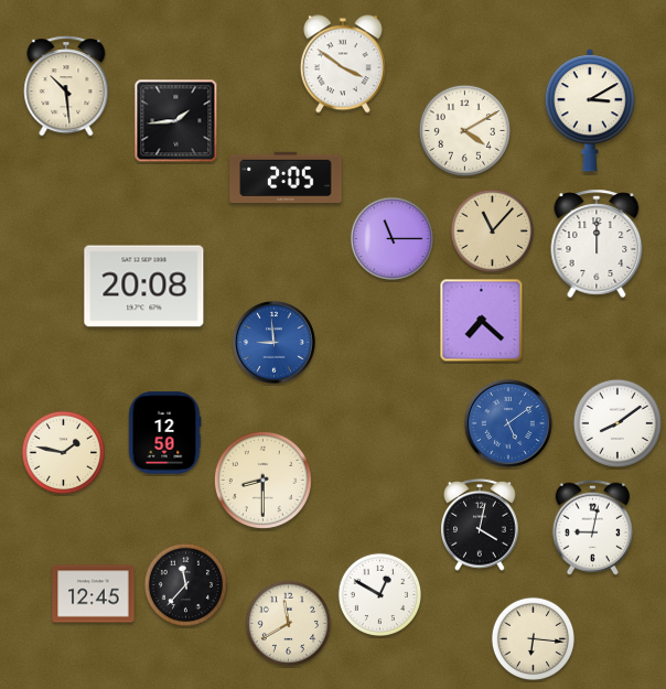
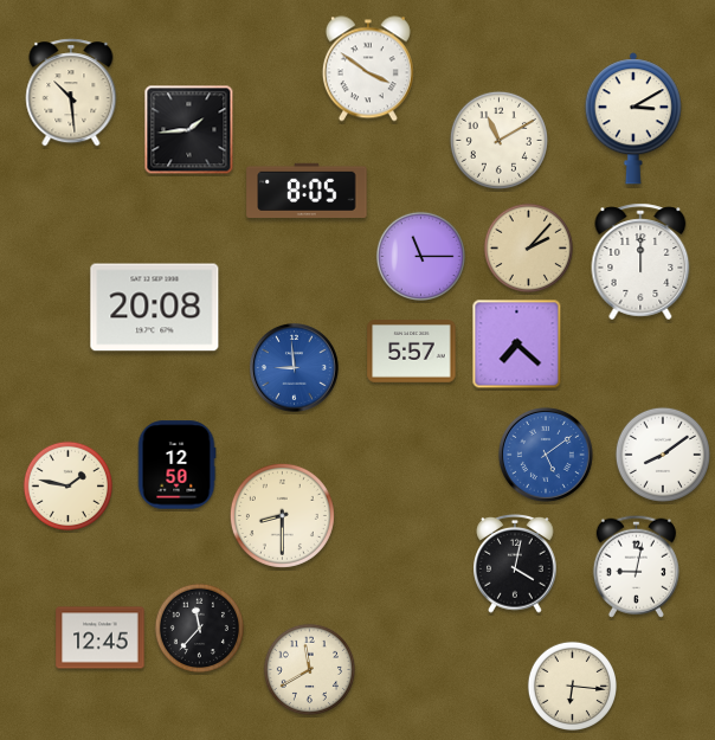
clock at (464, 130): 4:10 -> 11:10
clock at (286, 176): 2:05 -> 8:05
clock at (492, 230): 11:07 -> 2:07
clock at (412, 352): none -> 5:57
clock at (379, 594): 12:50 -> none
